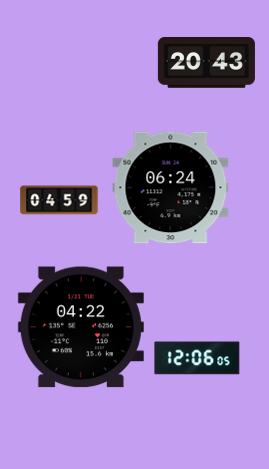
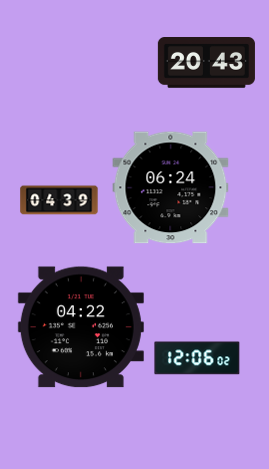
clock at (59, 200): 04:59 -> 04:39
clock at (197, 358): 12:06:05 -> 12:06:02
